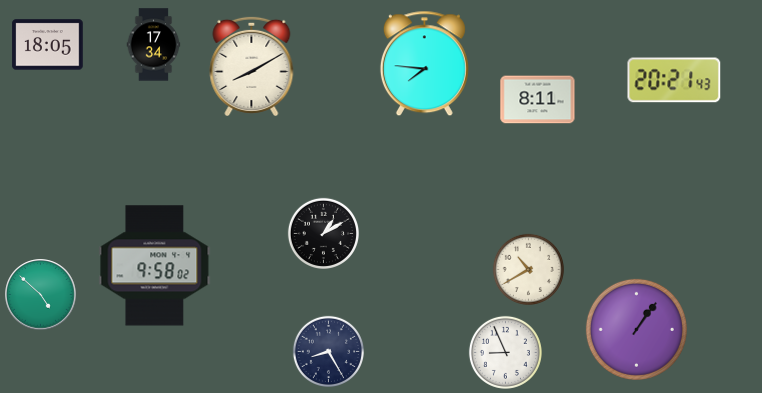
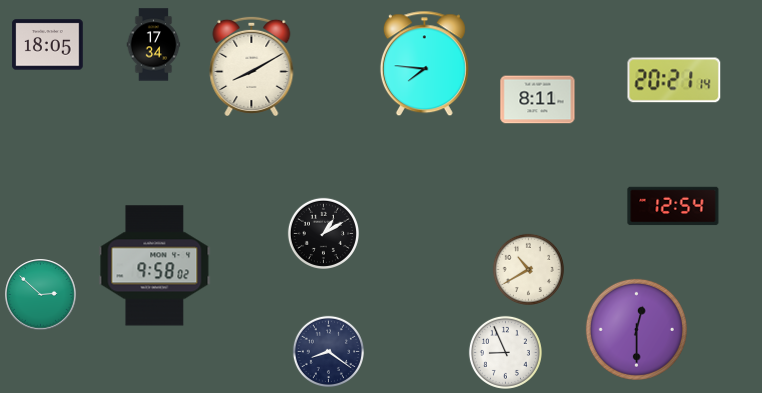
clock at (674, 80): 20:21:43 -> 20:21:14
clock at (673, 206): none -> 12:54
clock at (41, 295): 4:52 -> 2:52
clock at (636, 329): 1:06 -> 12:30
clock at (328, 351): 8:25 -> 8:21
